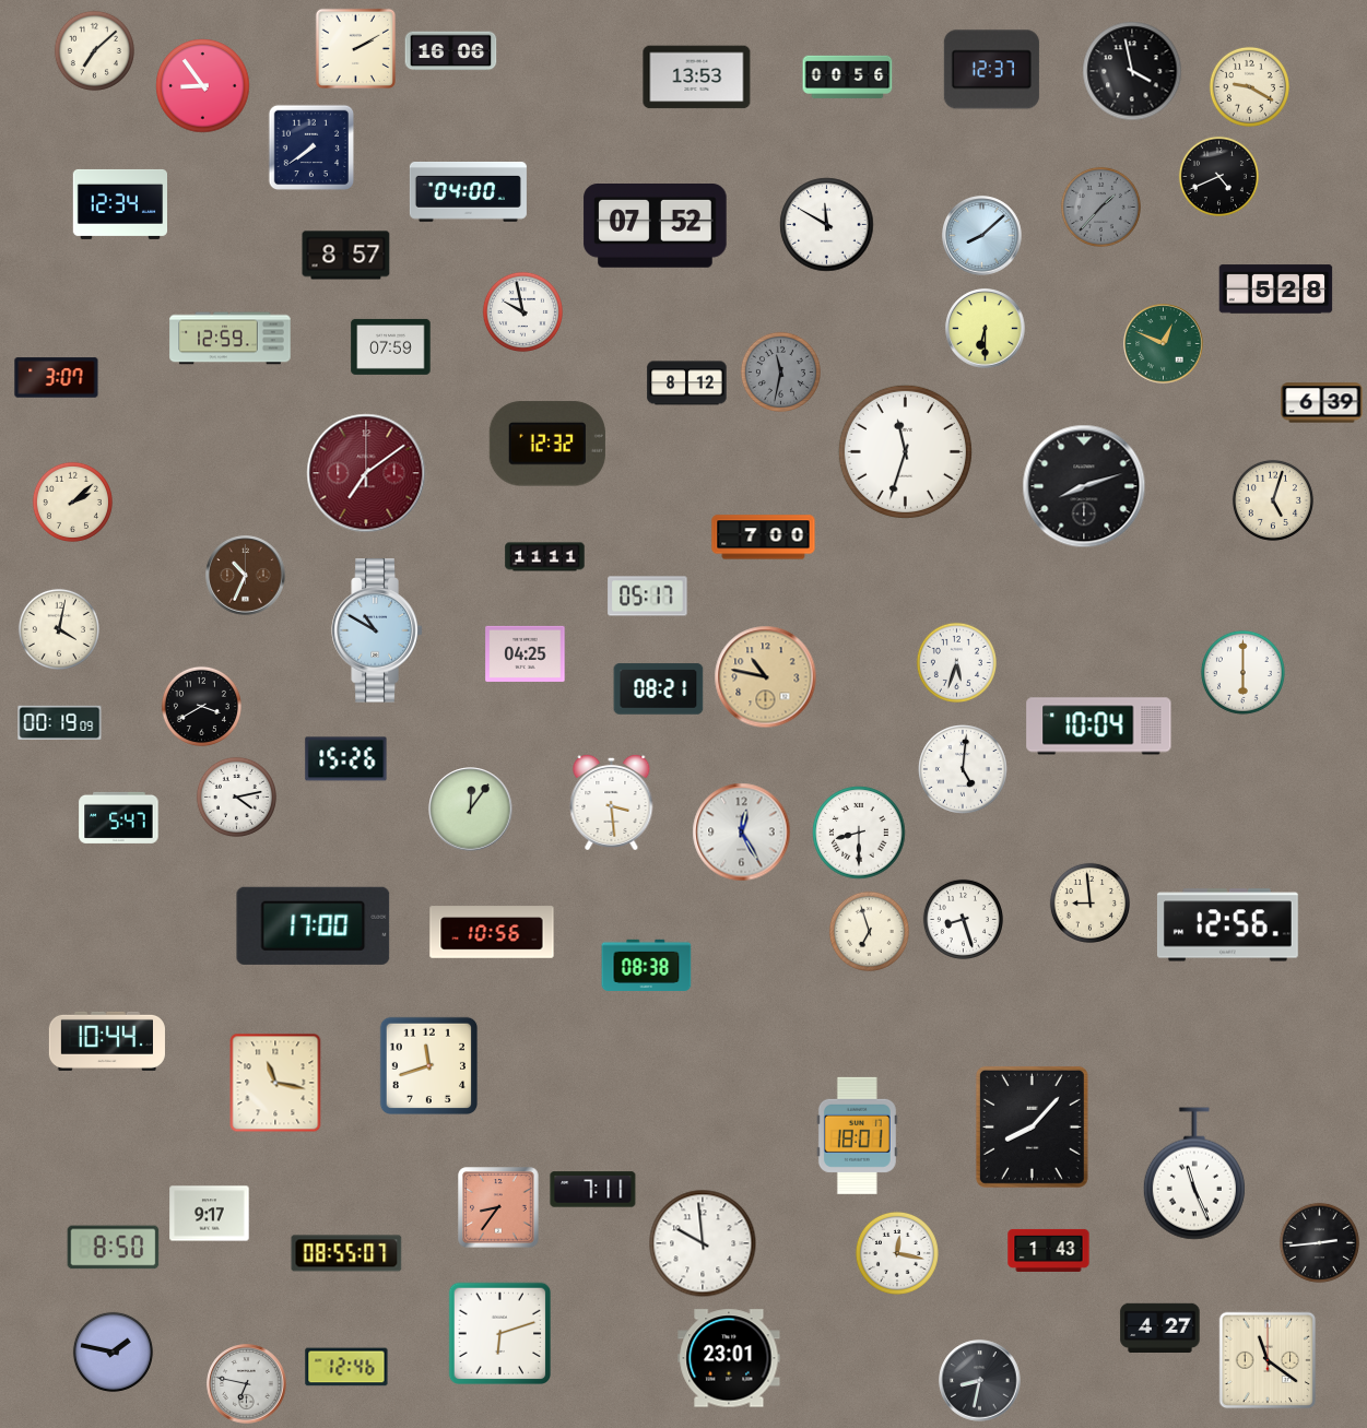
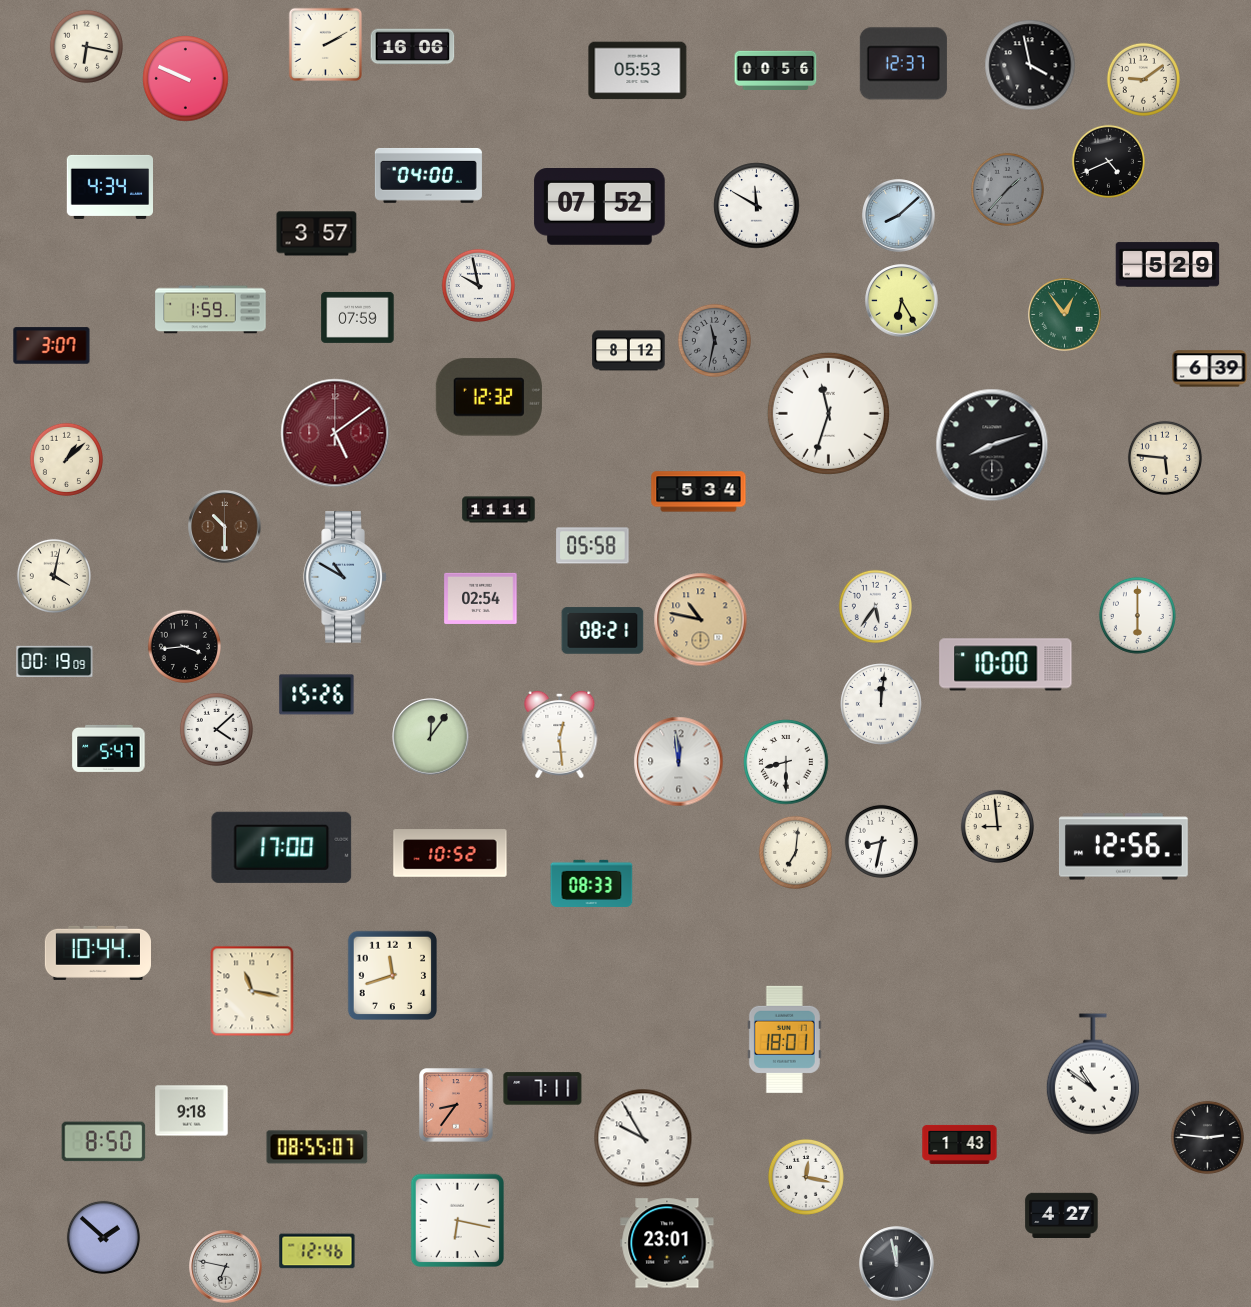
clock at (94, 50): 7:08 -> 6:17
clock at (991, 70) position: (991, 70) -> (903, 64)
clock at (1132, 71) position: (1132, 71) -> (1030, 65)
clock at (697, 78): 13:53 -> 05:53
clock at (203, 86): 8:54 -> 9:49
clock at (1249, 86): 9:20 -> 9:09
clock at (310, 146): 7:39 -> none
clock at (1218, 176) position: (1218, 176) -> (1108, 161)
clock at (119, 204): 12:34 -> 4:34
clock at (346, 256): 8:57 -> 3:57
clock at (1276, 290): 5:28 -> 5:29
clock at (986, 329): 6:30 -> 6:25
clock at (231, 339): 12:59 -> 1:59
clock at (1164, 344): 12:49 -> 12:54
clock at (547, 444) position: (547, 444) -> (489, 397)
clock at (366, 473): 7:09 -> 5:09
clock at (1273, 500): 5:03 -> 5:46
clock at (72, 501): 2:08 -> 1:08
clock at (764, 538): 7:00 -> 5:34
clock at (246, 576): 10:34 -> 10:30
clock at (648, 597): 05:17 -> 05:58
clock at (526, 653): 04:25 -> 02:54
clock at (956, 662): 5:33 -> 5:36
clock at (201, 706): 3:40 -> 3:44
clock at (1099, 727): 10:04 -> 10:00
clock at (963, 769): 5:01 -> 12:01
clock at (236, 796): 4:13 -> 4:08
clock at (612, 802): 3:29 -> 12:29
clock at (471, 810) position: (471, 810) -> (431, 737)
clock at (742, 833): 12:25 -> 11:59
clock at (963, 919): 8:27 -> 8:32
clock at (314, 925) position: (314, 925) -> (282, 847)
clock at (869, 931): 6:57 -> 7:01
clock at (492, 932): 10:56 -> 10:52
clock at (647, 965): 08:38 -> 08:33
clock at (1032, 1126): 8:07 -> none
clock at (1194, 1173): 11:26 -> 10:51
clock at (210, 1214): 9:17 -> 9:18
clock at (1319, 1242): 2:44 -> 2:46
clock at (703, 1243): 9:59 -> 9:55
clock at (897, 1253) position: (897, 1253) -> (806, 1177)
clock at (500, 1334): 6:12 -> 6:17
clock at (113, 1352): 1:47 -> 1:52
clock at (1268, 1360): 11:21 -> none
clock at (980, 1381): 8:32 -> 11:58
